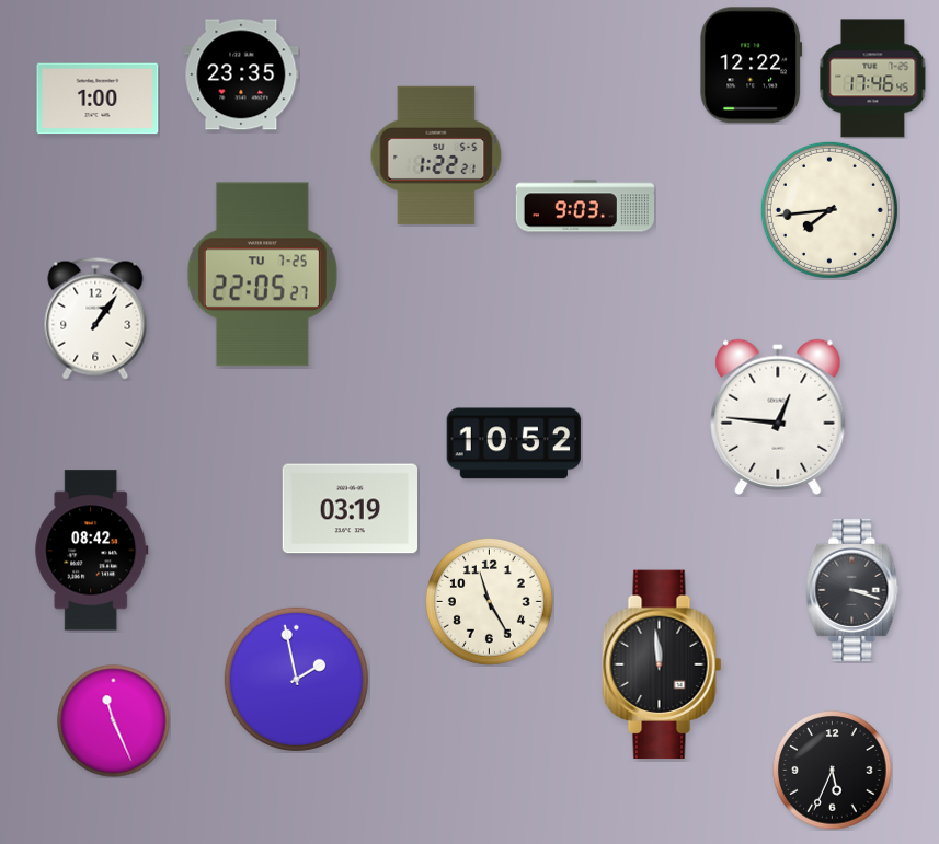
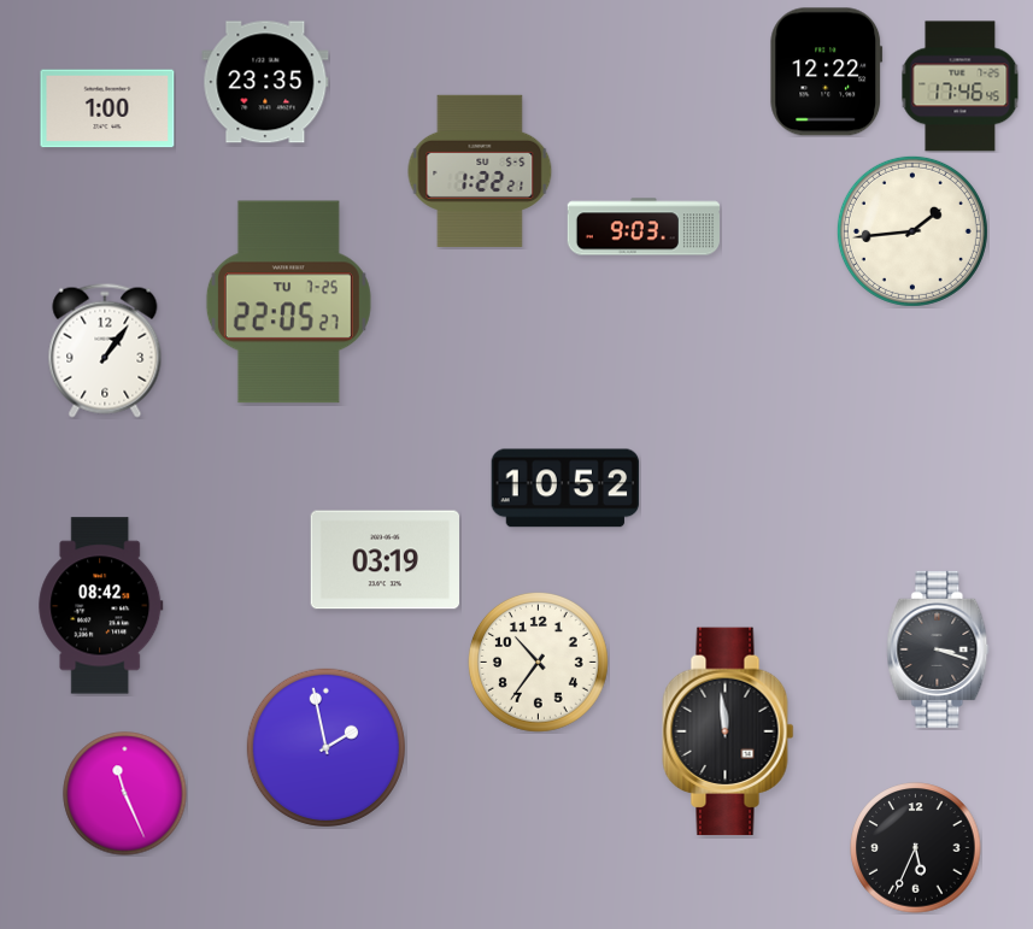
clock at (829, 210): 7:44 -> 1:44
clock at (778, 417): 12:46 -> none
clock at (489, 601): 11:25 -> 10:36
